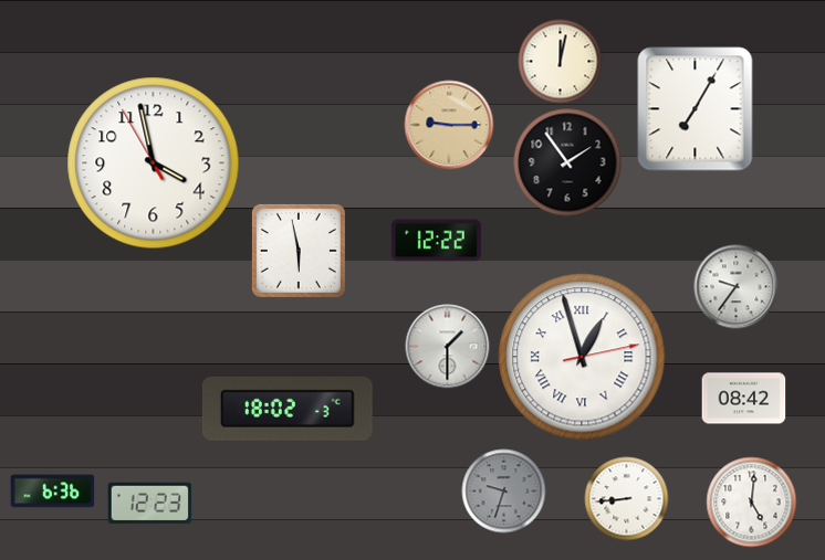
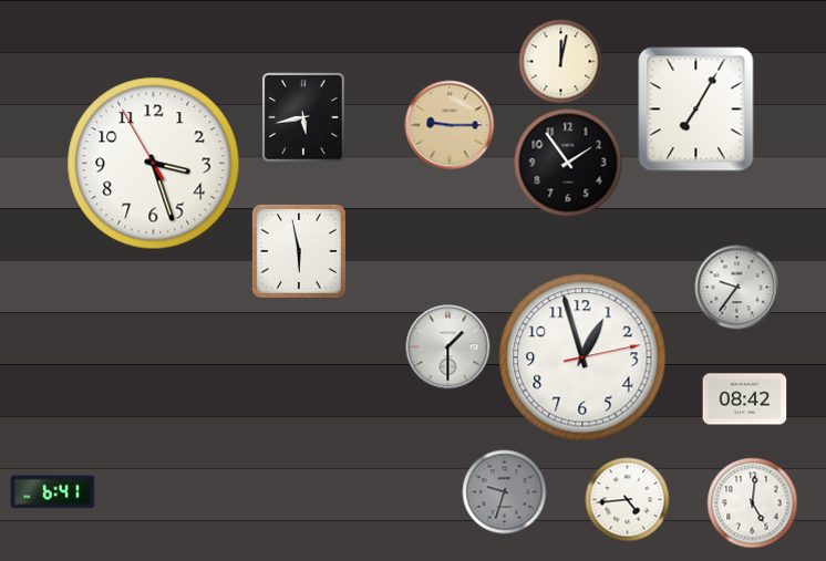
clock at (303, 117): none -> 5:43
clock at (154, 163): 3:57 -> 3:26
clock at (436, 241): 12:22 -> none
clock at (582, 357) numerals: Roman -> Arabic
clock at (288, 409): 18:02 -> none
clock at (53, 492): 6:36 -> 6:41
clock at (627, 499): 8:44 -> 4:44
clock at (150, 504): 12:23 -> none
